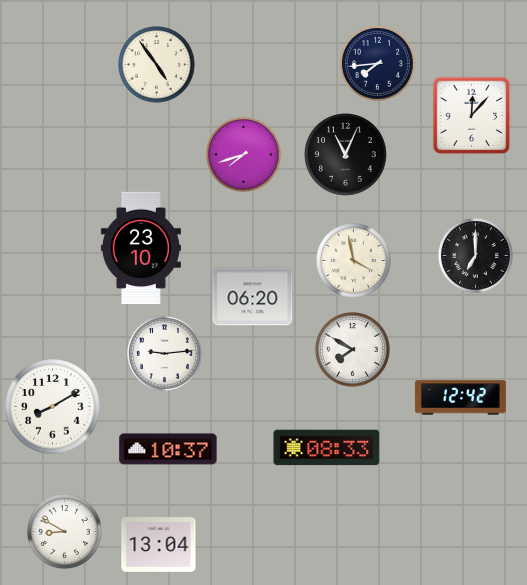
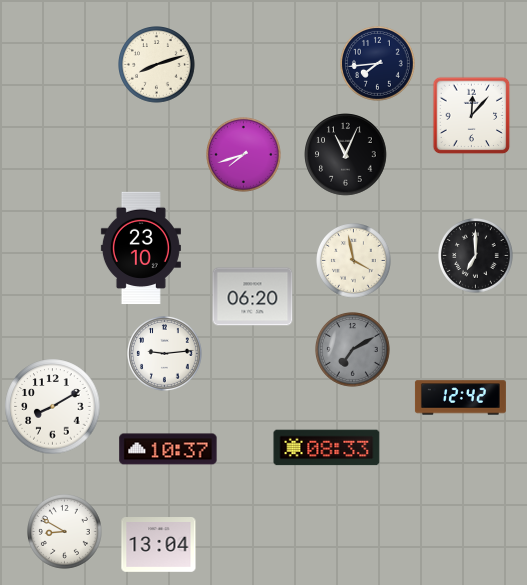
clock at (157, 65): 4:54 -> 8:12
clock at (353, 350): 7:50 -> 7:10
clock at (353, 350) dial: white -> grey
